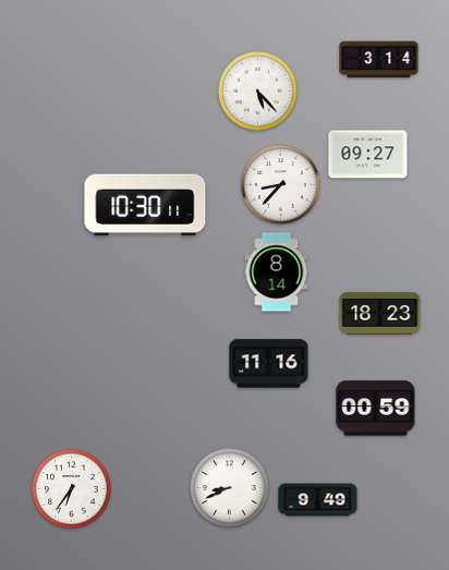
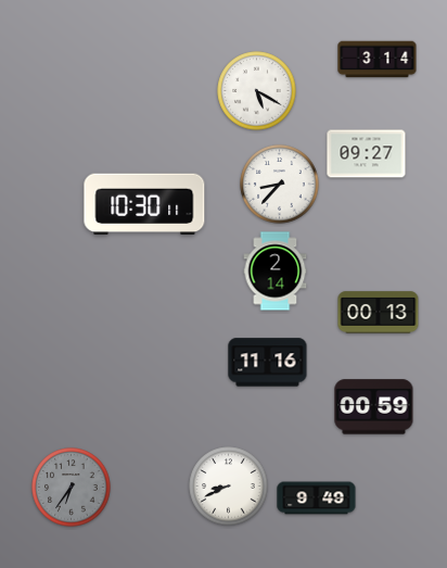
clock at (258, 92): 5:23 -> 5:20
clock at (277, 272): 8:14 -> 2:14
clock at (380, 314): 18:23 -> 00:13
clock at (72, 489) dial: white -> grey
